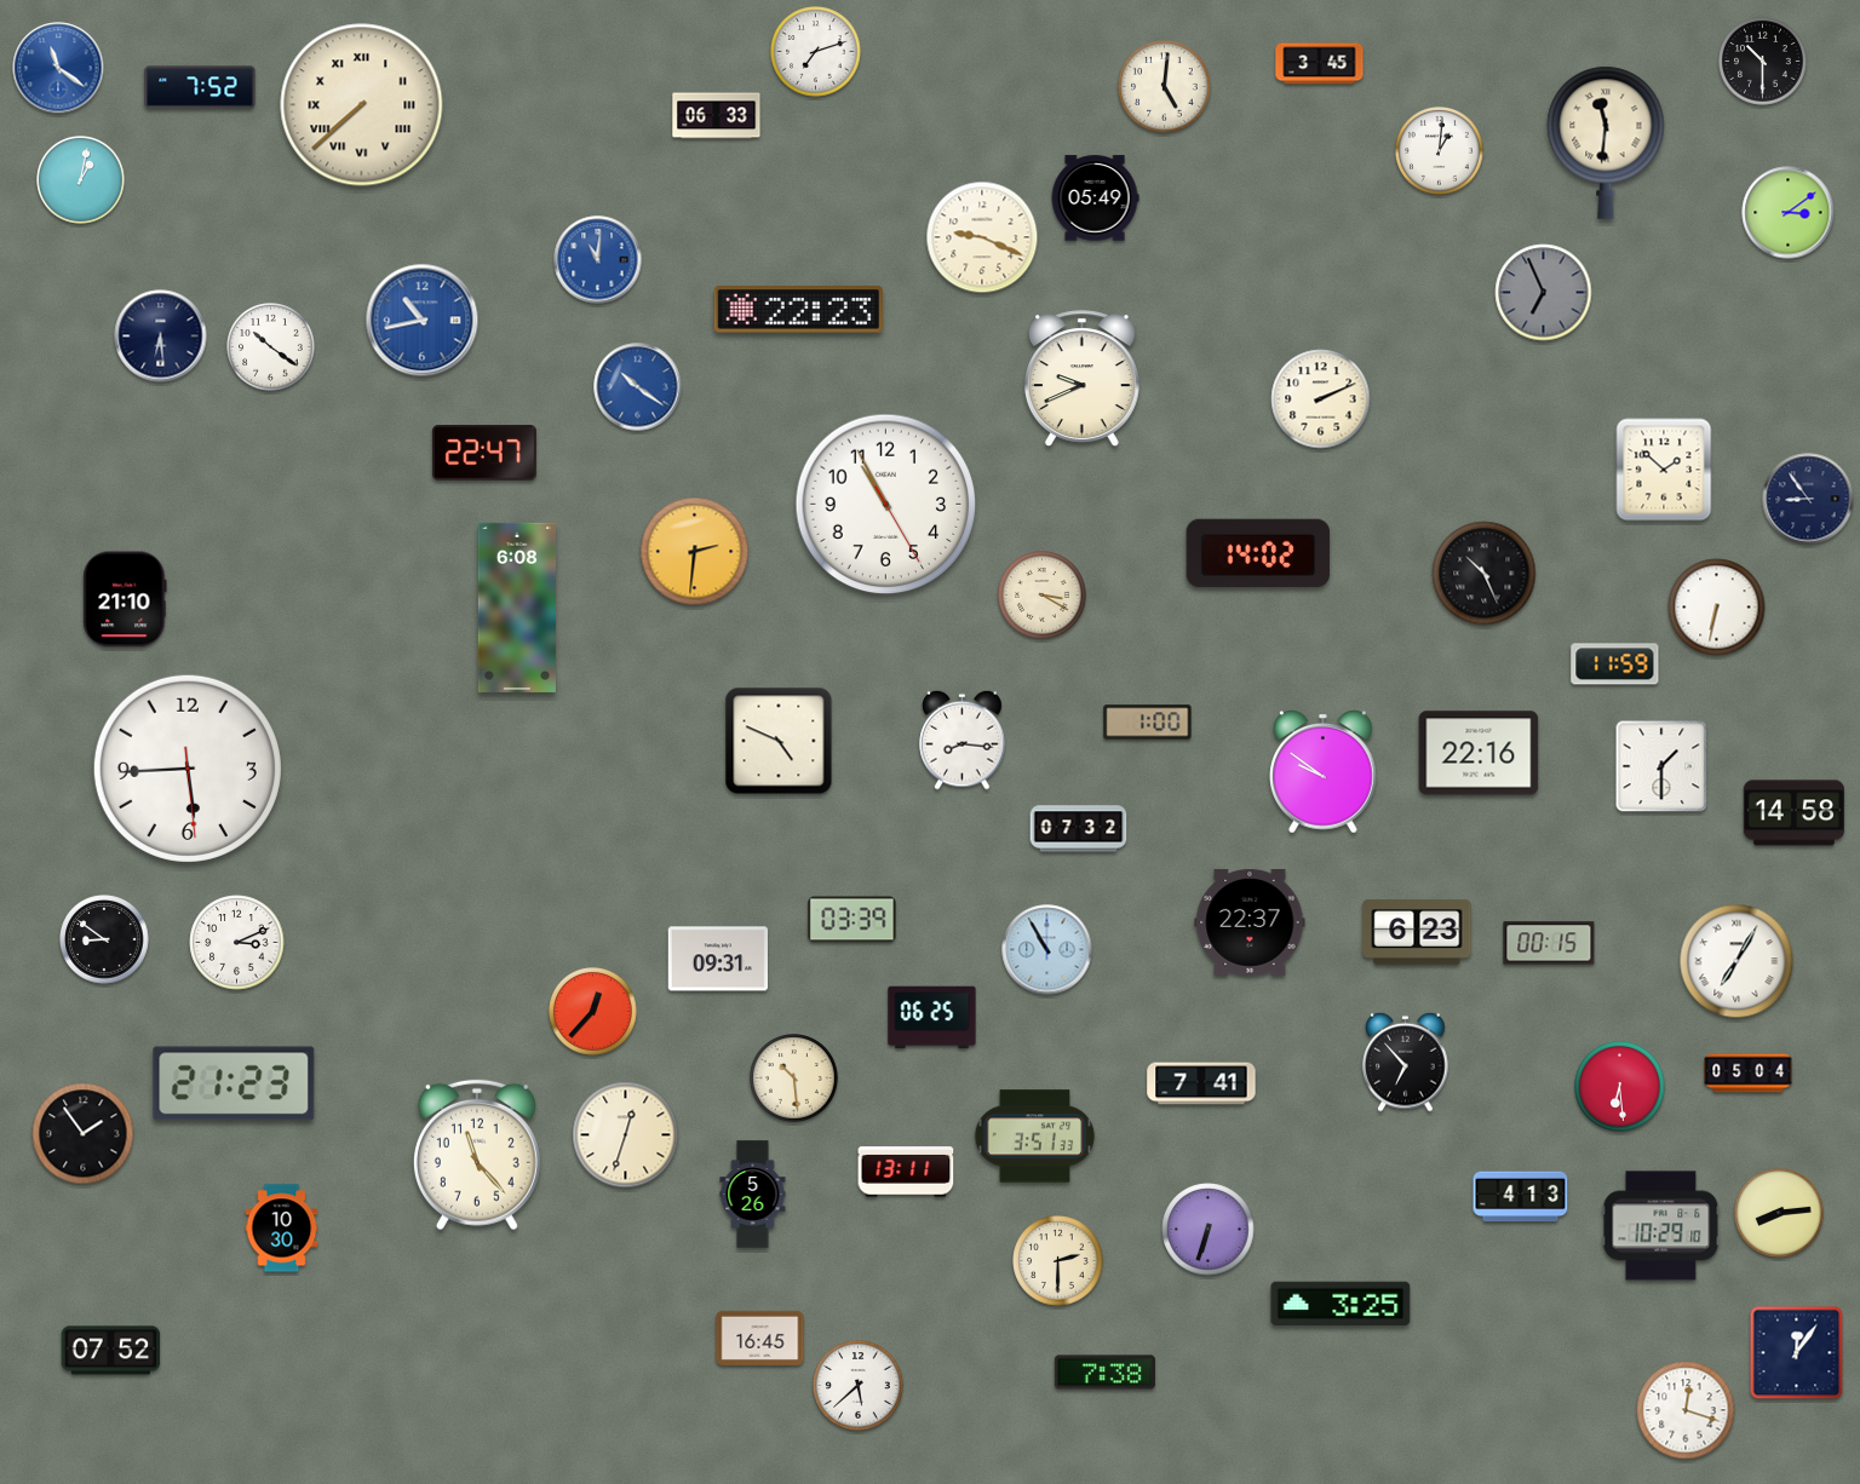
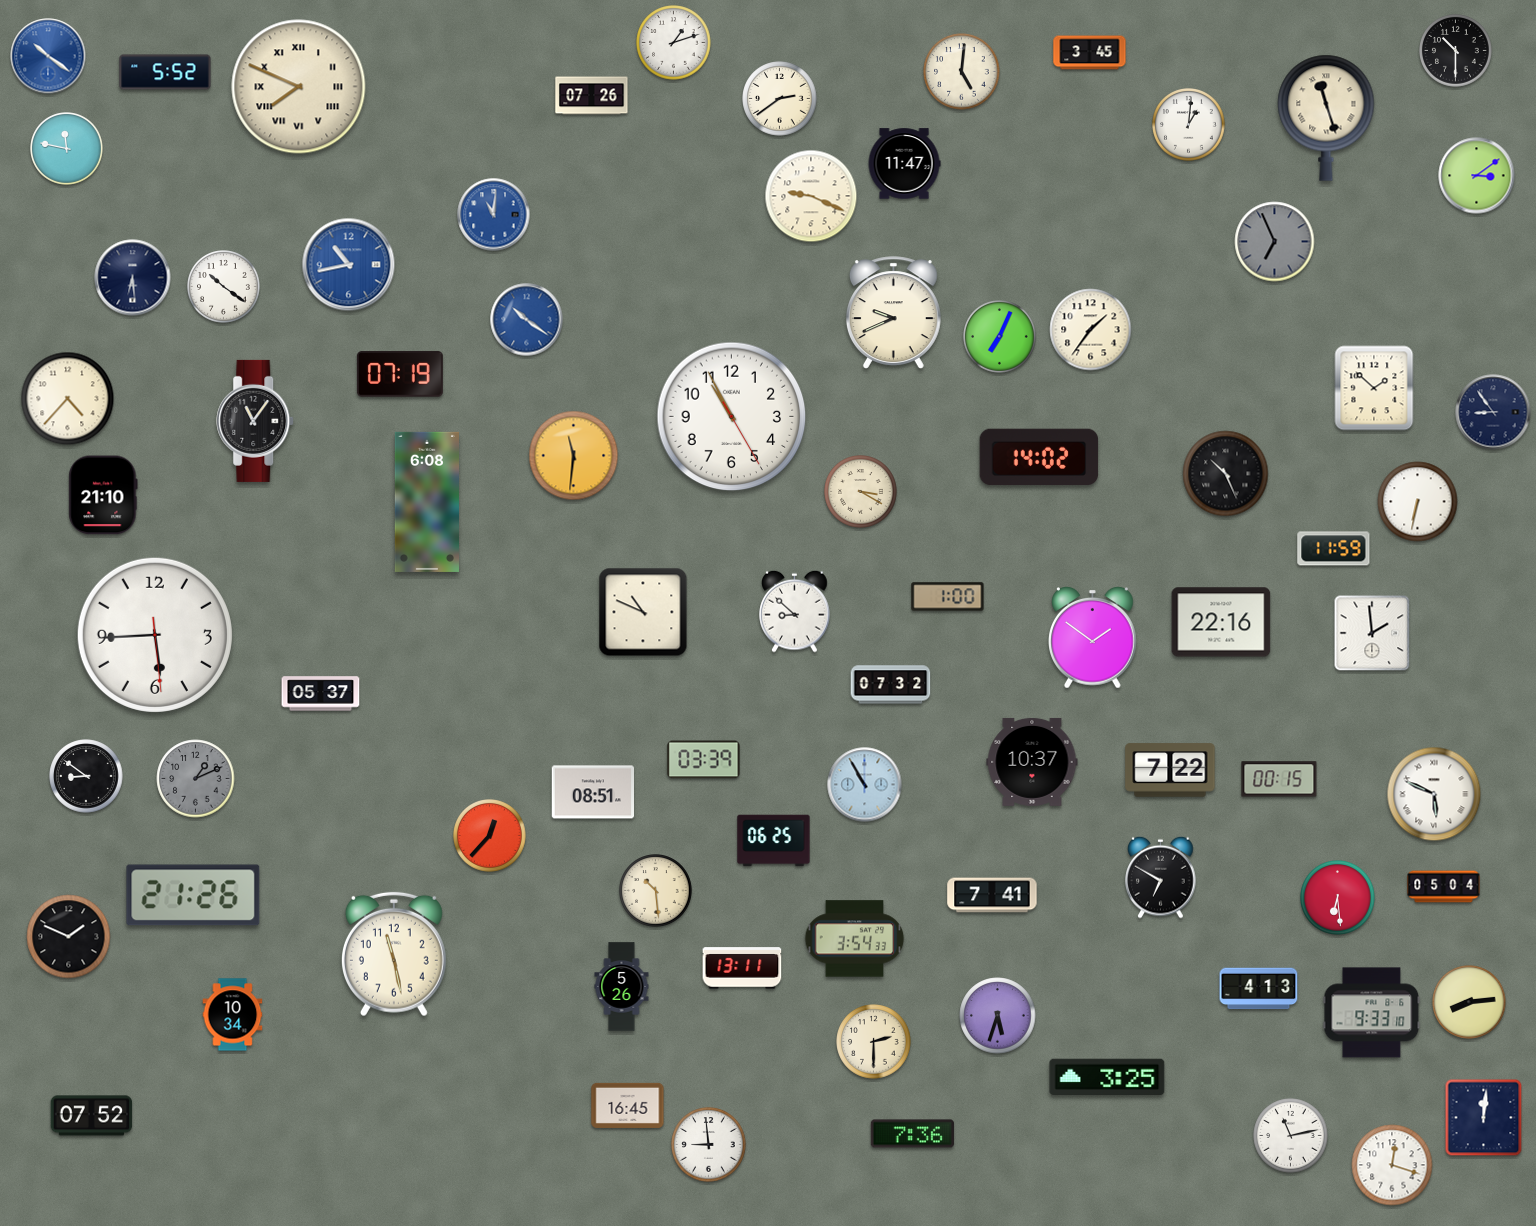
clock at (816, 52): 7:12 -> 1:12
clock at (58, 68): 11:21 -> 10:21
clock at (200, 87): 7:52 -> 5:52
clock at (362, 105): 7:38 -> 7:49
clock at (717, 116): 06:33 -> 07:26
clock at (780, 99): none -> 2:39
clock at (1606, 143): 11:31 -> 11:27
clock at (81, 180): 1:02 -> 11:47
clock at (1095, 199): 05:49 -> 11:47
clock at (798, 310): 22:23 -> none
clock at (1321, 399): 2:11 -> 1:36
clock at (1000, 337): none -> 7:04
clock at (484, 453): 22:47 -> 07:19
clock at (68, 399): none -> 4:37
clock at (256, 421): none -> 11:06
clock at (695, 552): 2:31 -> 11:31
clock at (963, 740): 8:16 -> 8:52
clock at (779, 741): 4:49 -> 10:49
clock at (1661, 766): 1:30 -> 1:59
clock at (1324, 772): 9:51 -> 1:51
clock at (1793, 813): 14:58 -> none
clock at (321, 694): none -> 05:37
clock at (1250, 922): 22:37 -> 10:37
clock at (1417, 932): 6:23 -> 7:22
clock at (237, 943): 3:11 -> 1:11
clock at (237, 943) dial: white -> grey
clock at (718, 959): 09:31 -> 08:51
clock at (1736, 961): 7:05 -> 5:49
clock at (932, 1018) position: (932, 1018) -> (774, 841)
clock at (1406, 1062): 6:53 -> 6:50
clock at (234, 1083): 21:23 -> 21:26
clock at (84, 1134): 1:54 -> 1:49
clock at (626, 1135): 12:33 -> none
clock at (1035, 1137): 3:51 -> 3:54
clock at (477, 1155): 11:23 -> 11:28
clock at (906, 1172) position: (906, 1172) -> (742, 968)
clock at (1521, 1197) position: (1521, 1197) -> (1259, 989)
clock at (1661, 1226): 10:29 -> 9:33
clock at (282, 1229): 10:30 -> 10:34
clock at (1209, 1230): 6:33 -> 5:33
clock at (1797, 1353): 12:06 -> 12:01
clock at (1104, 1373): 7:38 -> 7:36
clock at (1291, 1136): none -> 11:13
clock at (859, 1386): 5:38 -> 8:59
